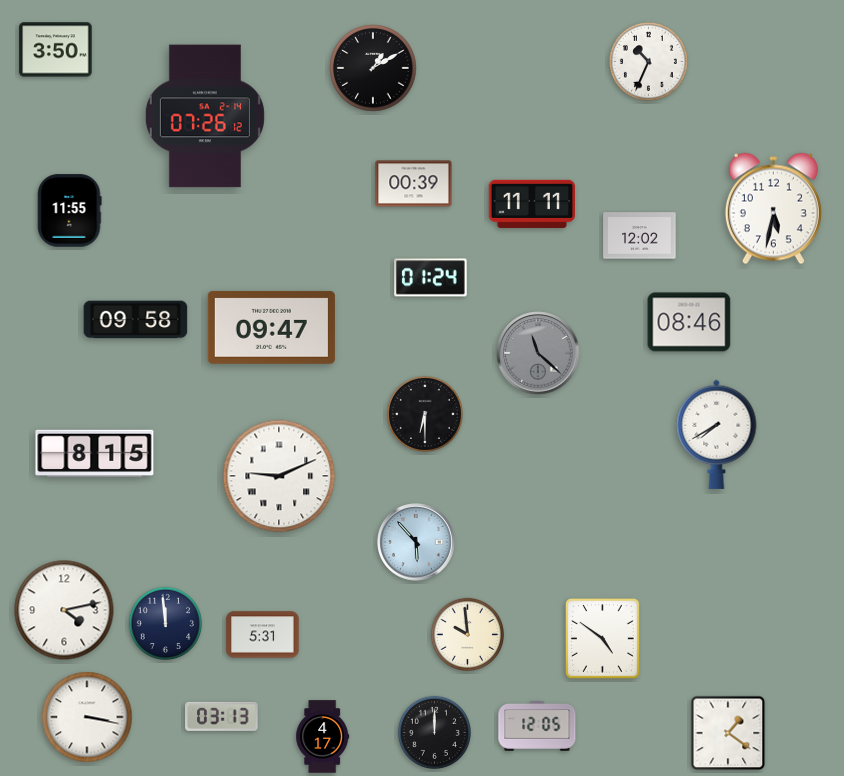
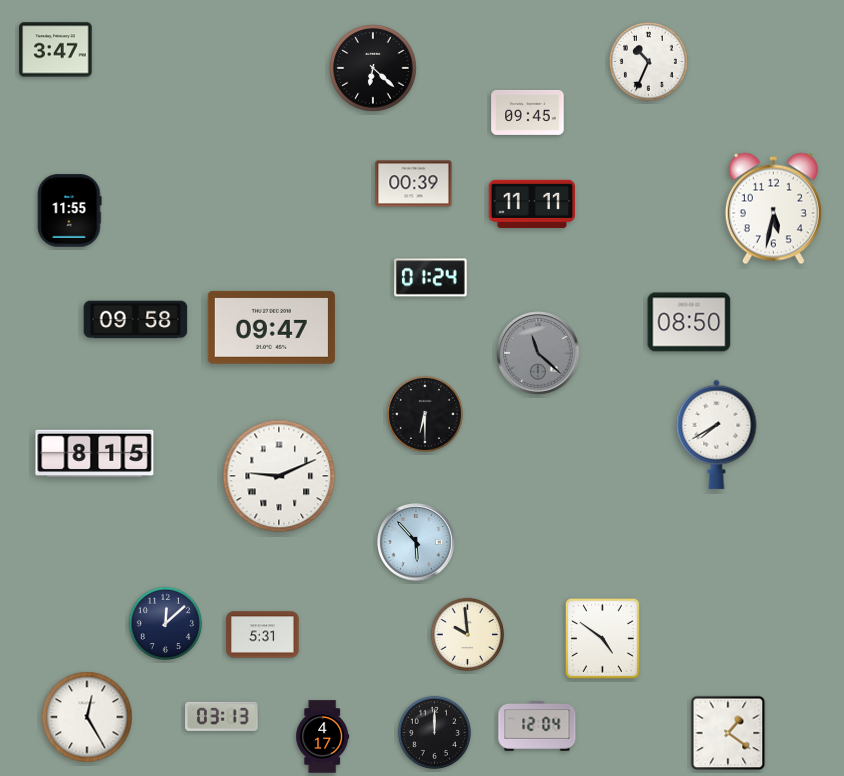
clock at (56, 50): 3:50 -> 3:47
clock at (373, 68): 1:10 -> 6:22
clock at (528, 112): none -> 09:45
clock at (205, 116): 07:26 -> none
clock at (640, 236): 12:02 -> none
clock at (689, 322): 08:46 -> 08:50
clock at (64, 610): 4:13 -> none
clock at (165, 623): 11:59 -> 12:08
clock at (87, 717): 3:17 -> 12:25
clock at (537, 726): 12:05 -> 12:04
